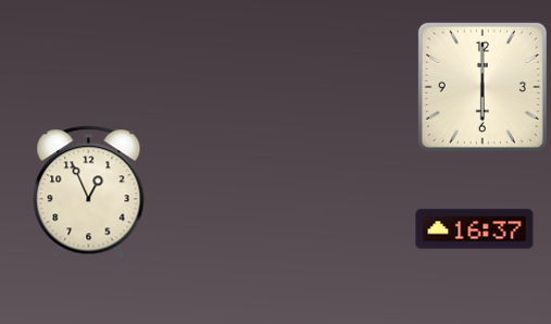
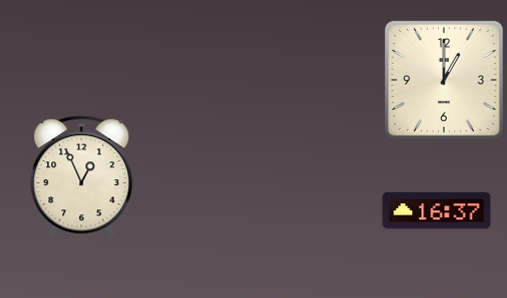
clock at (483, 87): 6:00 -> 1:00
